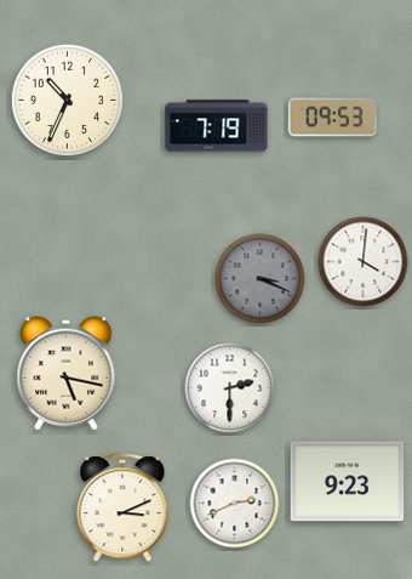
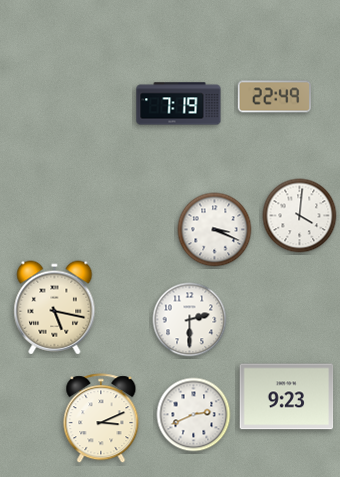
clock at (68, 101): 10:34 -> none
clock at (333, 118): 09:53 -> 22:49
clock at (261, 279) dial: grey -> white
